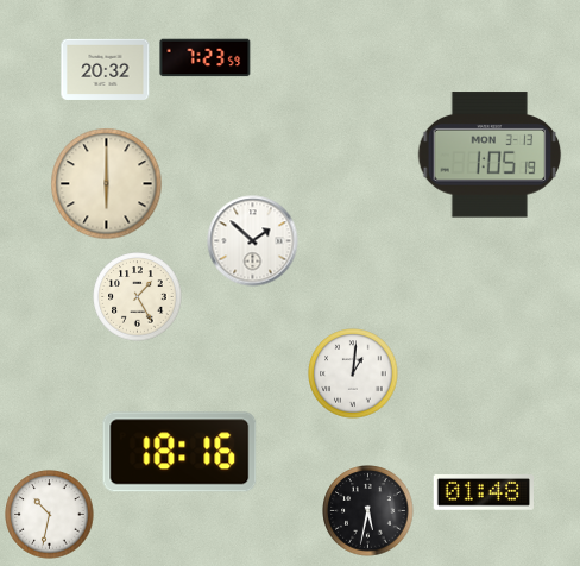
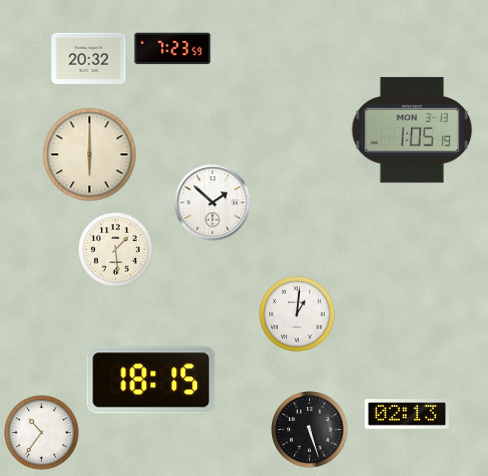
clock at (138, 297): 1:25 -> 1:29
clock at (179, 452): 18:16 -> 18:15
clock at (483, 493): 01:48 -> 02:13
clock at (368, 511): 5:32 -> 5:27
clock at (50, 515): 10:32 -> 10:36
